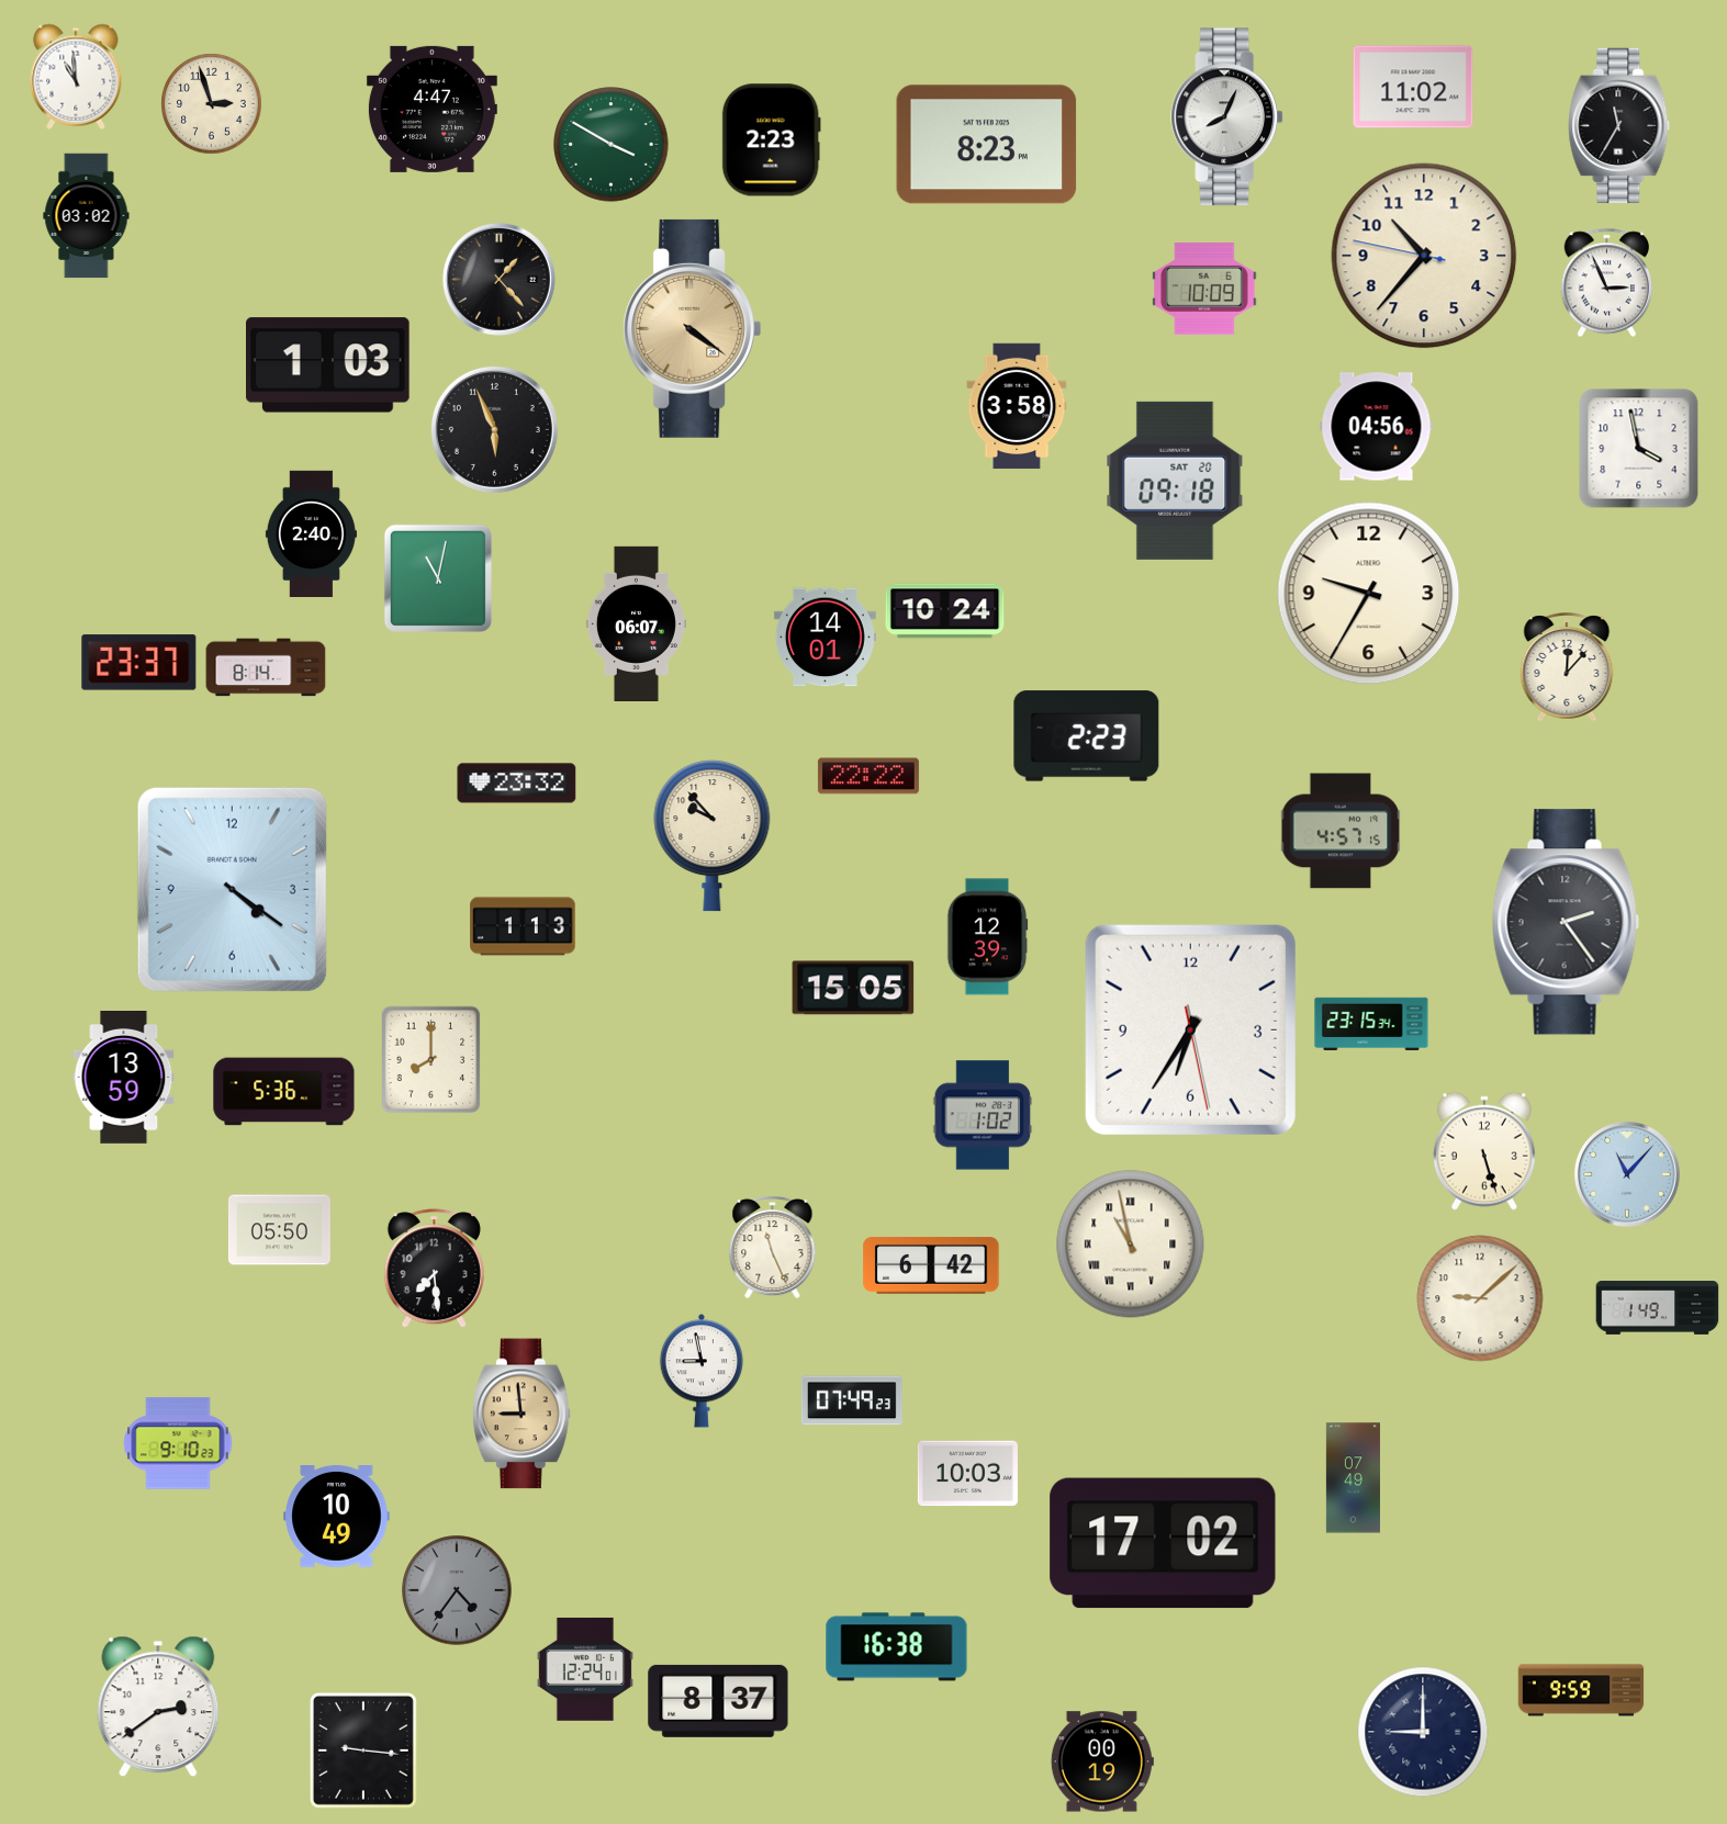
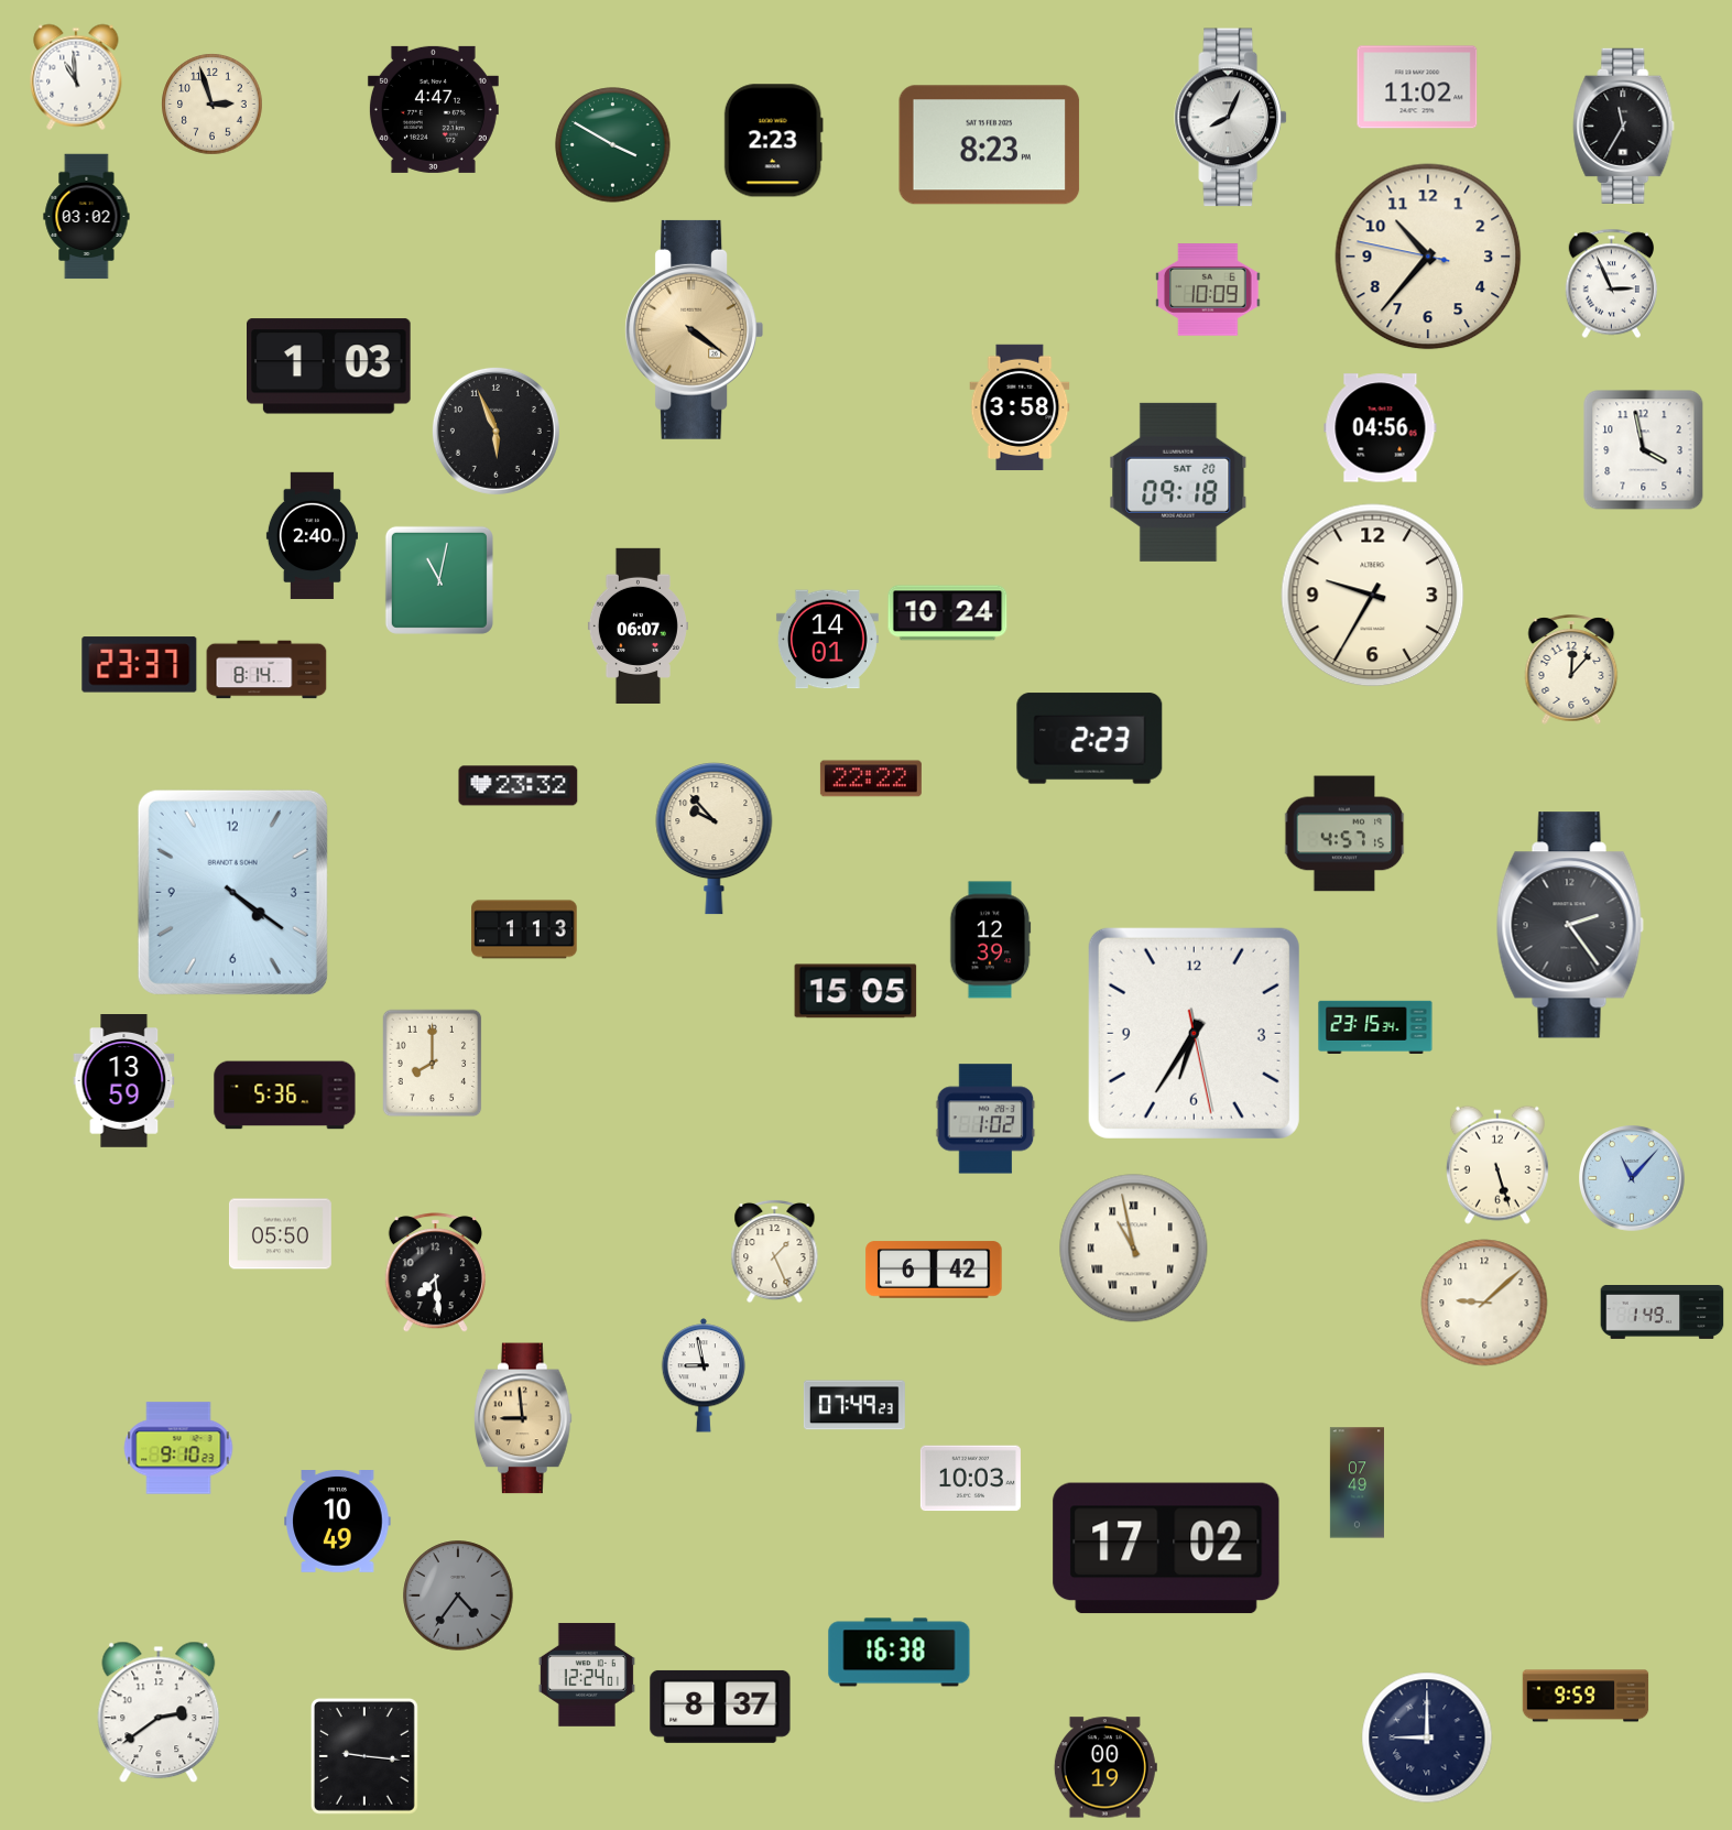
clock at (498, 279): 1:23 -> none
clock at (1484, 1151) position: (1484, 1151) -> (1497, 1165)
clock at (773, 1247): 11:26 -> 1:26
